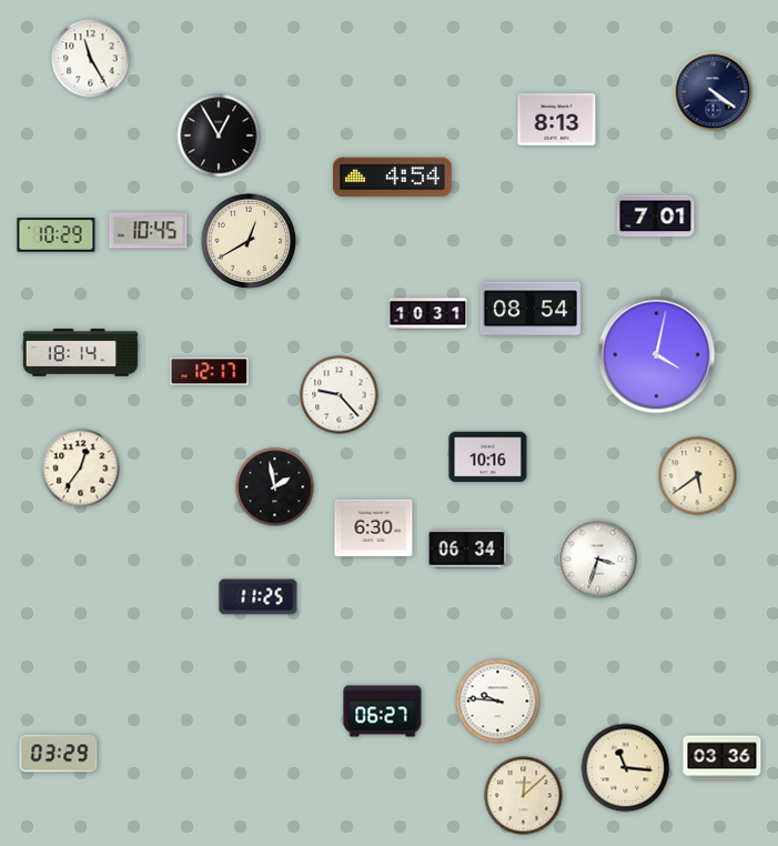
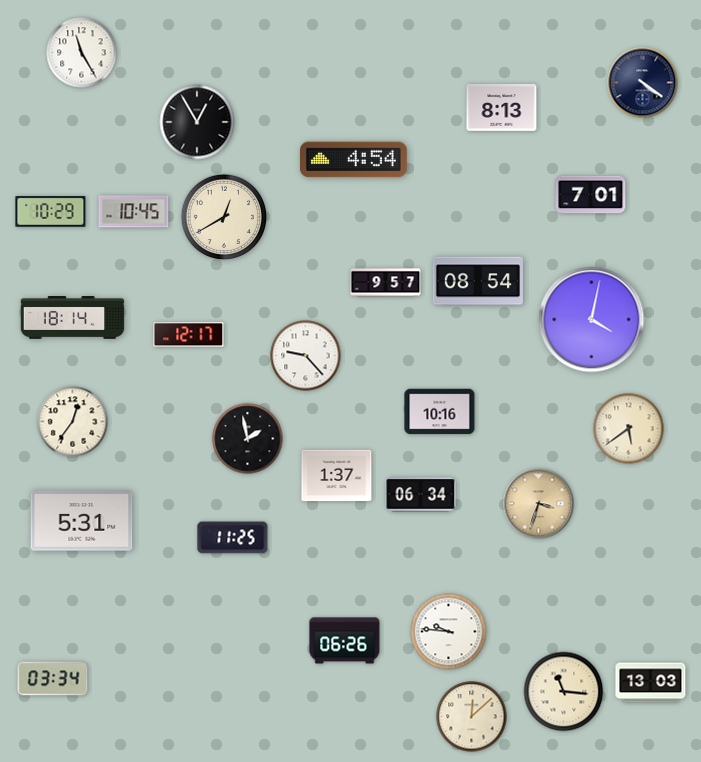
clock at (149, 231) position: (149, 231) -> (134, 212)
clock at (529, 309) position: (529, 309) -> (477, 281)
clock at (428, 314): 10:31 -> 9:57
clock at (374, 528): 6:30 -> 1:37
clock at (598, 560) dial: white -> champagne
clock at (82, 521): none -> 5:31
clock at (383, 712): 06:27 -> 06:26
clock at (59, 754): 03:29 -> 03:34
clock at (723, 758): 03:36 -> 13:03
